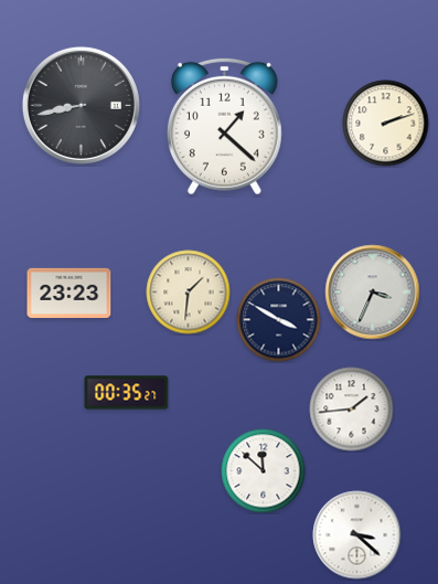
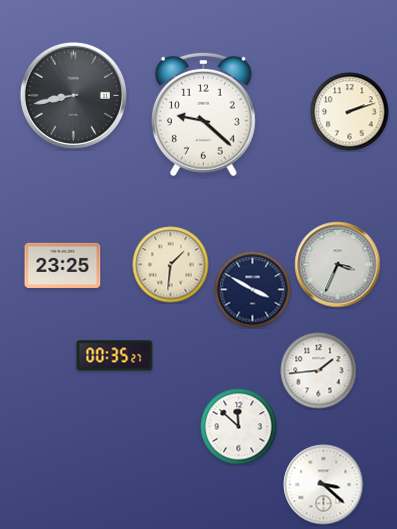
clock at (224, 126): 1:22 -> 9:22
clock at (70, 293): 23:23 -> 23:25
